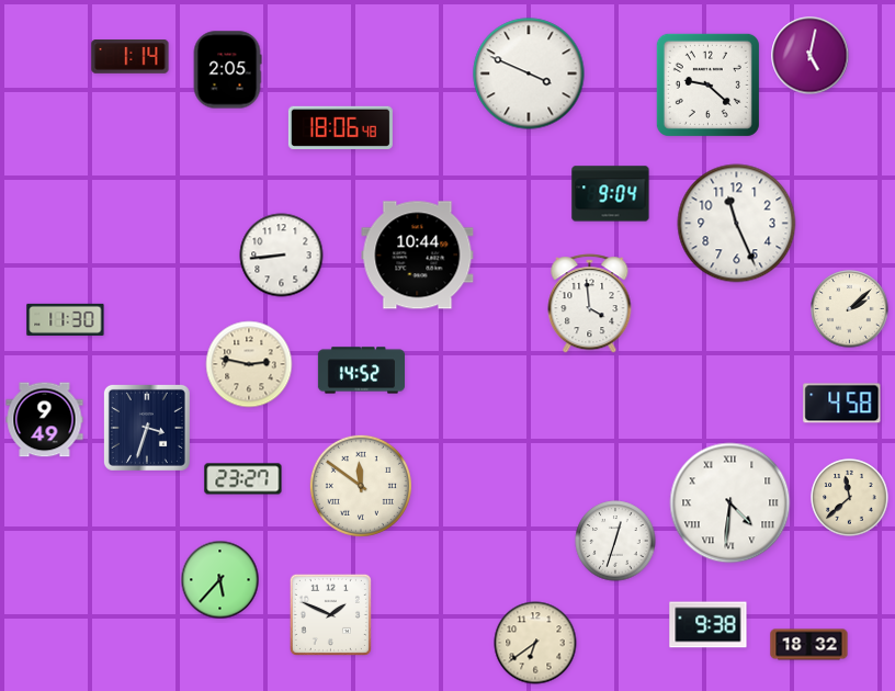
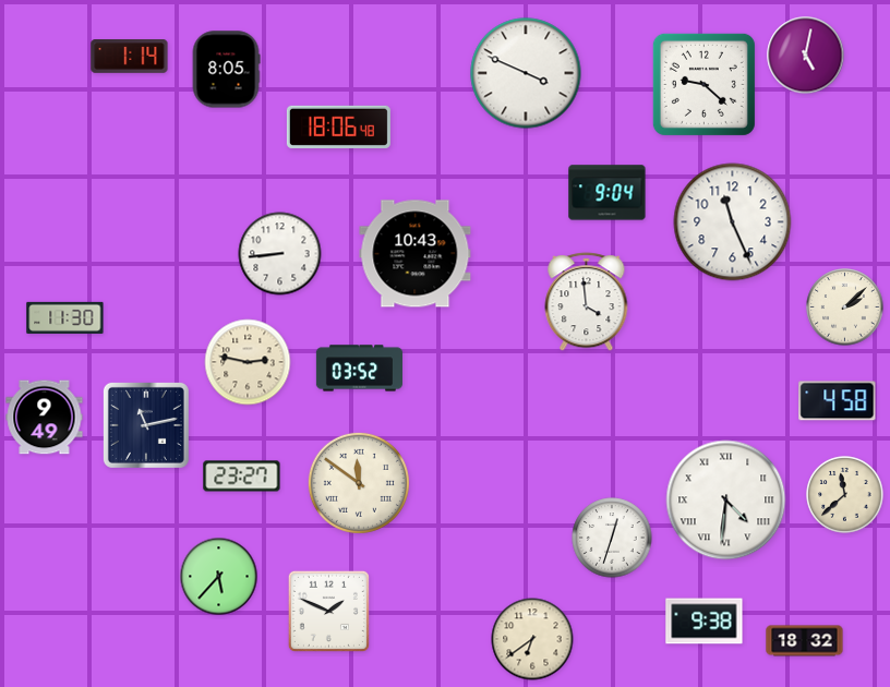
clock at (227, 70): 2:05 -> 8:05
clock at (418, 256): 10:44 -> 10:43
clock at (361, 371): 14:52 -> 03:52
clock at (147, 428): 3:33 -> 11:13
